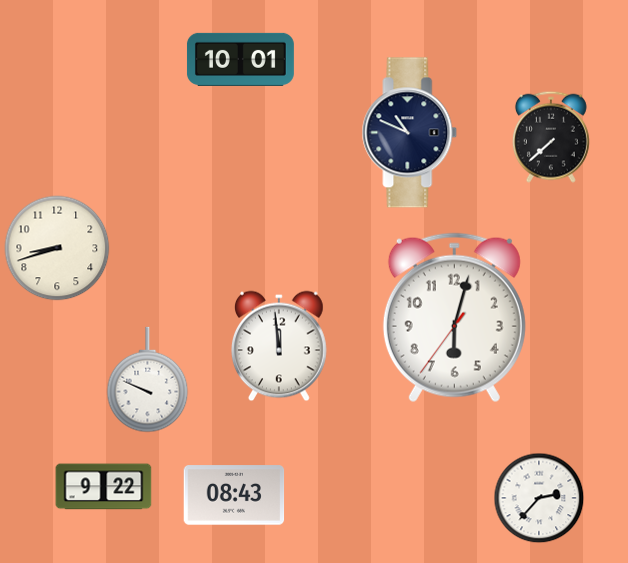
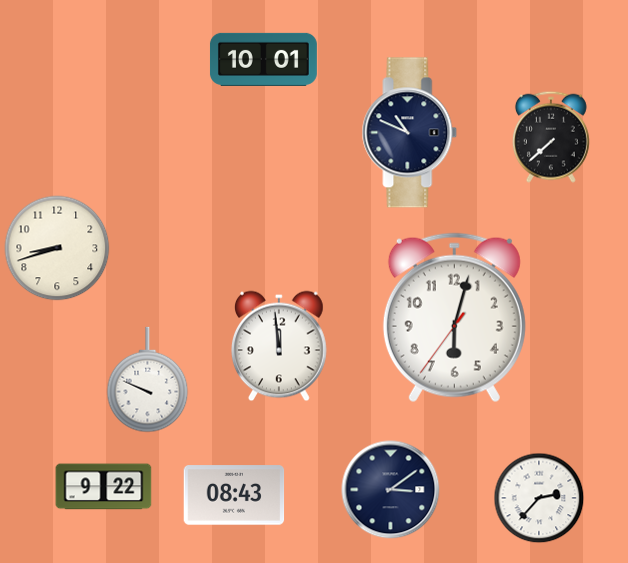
clock at (240, 59) position: (240, 59) -> (263, 59)
clock at (391, 490): none -> 3:09
